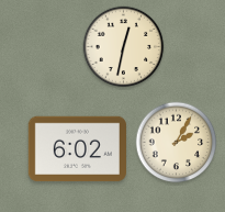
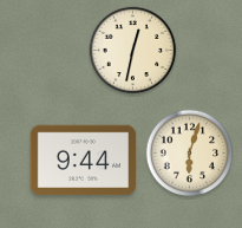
clock at (177, 143): 2:05 -> 6:03
clock at (77, 149): 6:02 -> 9:44
